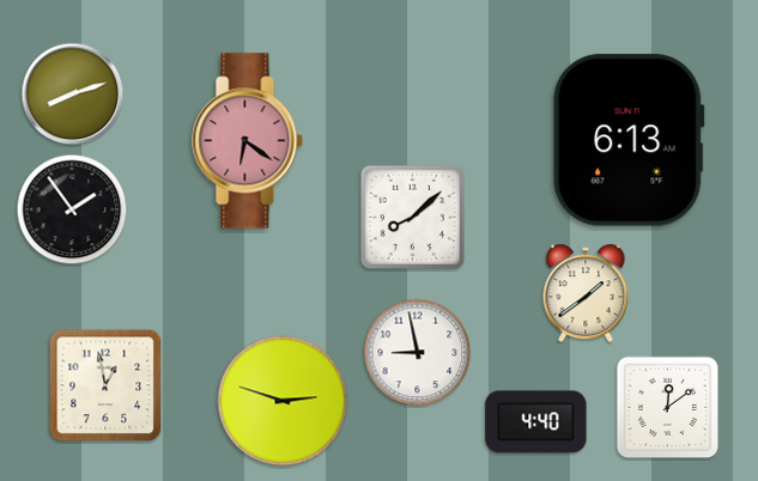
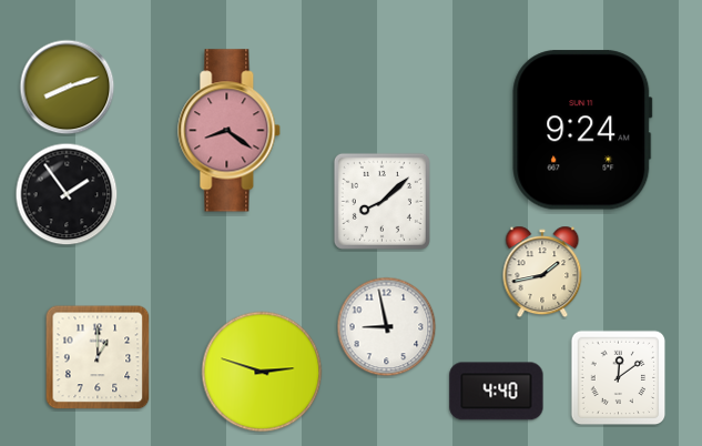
clock at (629, 140): 6:13 -> 9:24
clock at (248, 141): 6:21 -> 8:21
clock at (586, 293): 1:39 -> 1:43
clock at (105, 385): 12:58 -> 1:00
